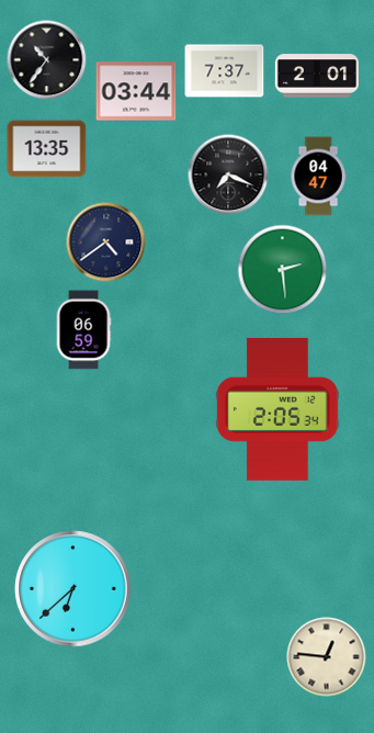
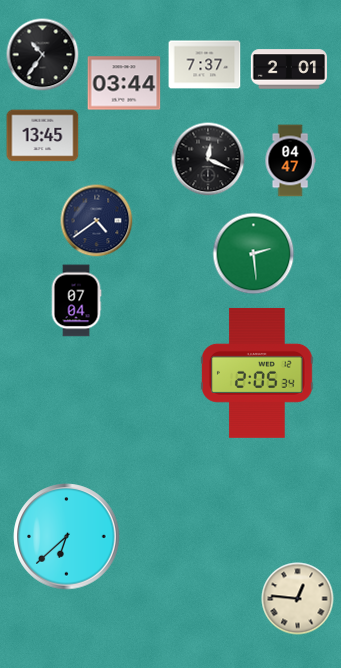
clock at (47, 149): 13:35 -> 13:45
clock at (228, 174): 7:19 -> 12:19
clock at (283, 270) position: (283, 270) -> (254, 254)
clock at (83, 330): 06:59 -> 07:04
clock at (277, 409) position: (277, 409) -> (257, 373)
